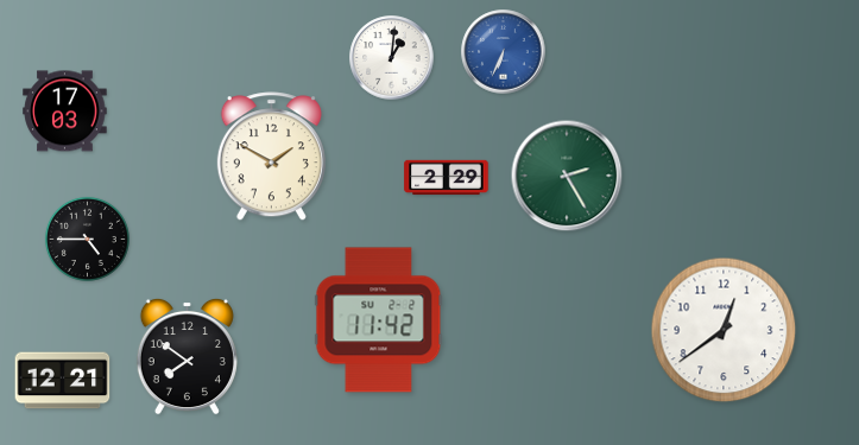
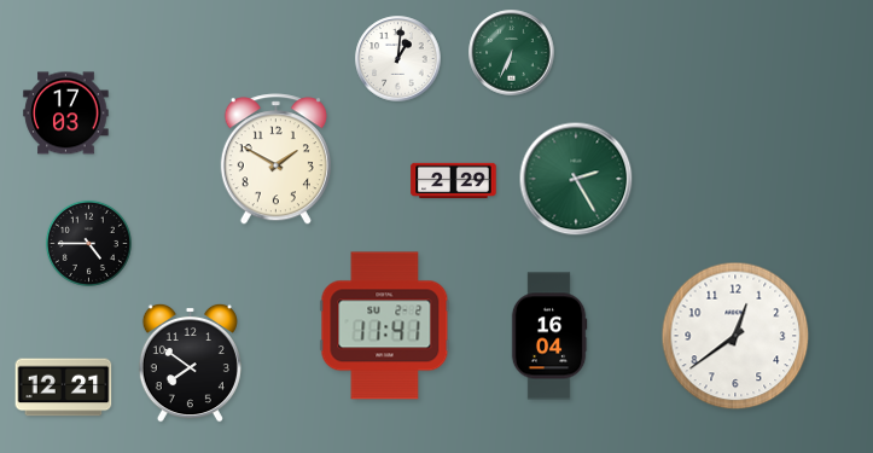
clock at (504, 52) dial: blue -> green
clock at (379, 320): 11:42 -> 11:41
clock at (549, 336): none -> 16:04
